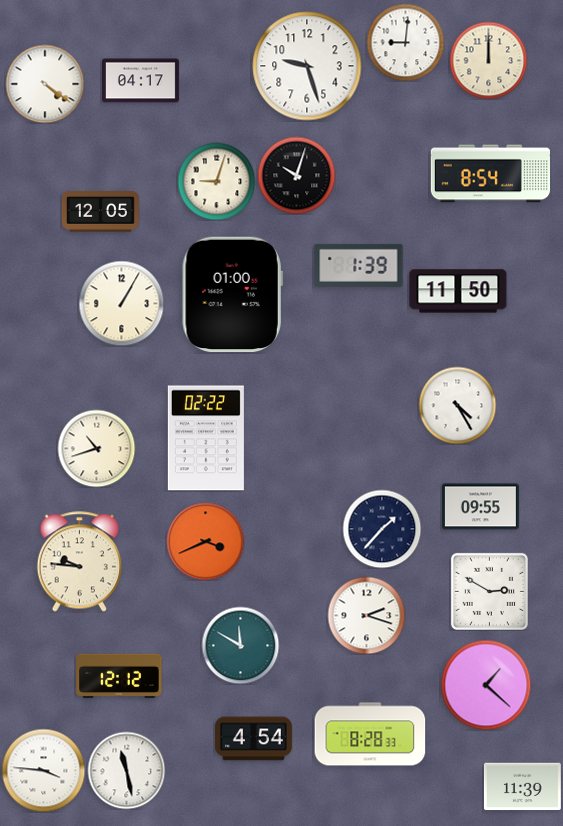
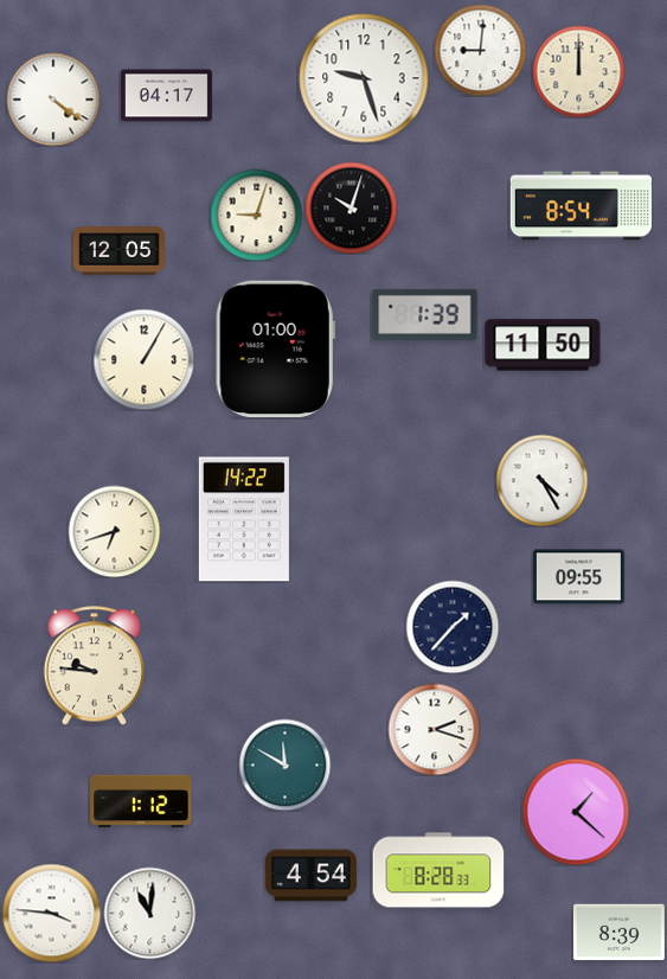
clock at (206, 438): 02:22 -> 14:22
clock at (96, 448): 10:42 -> 6:42
clock at (480, 507) position: (480, 507) -> (578, 577)
clock at (205, 541): 3:41 -> none
clock at (489, 591): 2:50 -> none
clock at (119, 676): 12:12 -> 1:12
clock at (253, 739) position: (253, 739) -> (310, 876)
clock at (126, 770): 11:28 -> 11:01
clock at (522, 787): 11:39 -> 8:39
